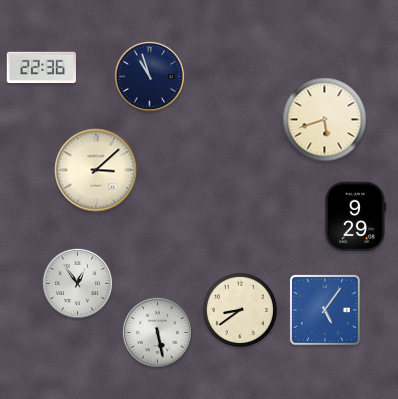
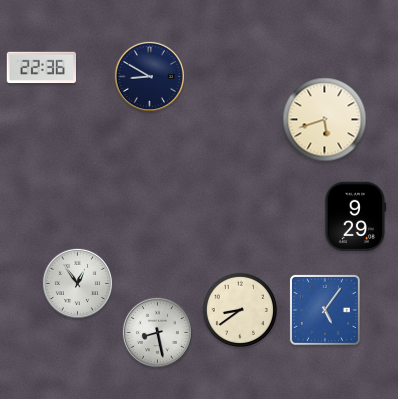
clock at (149, 76): 10:57 -> 8:50
clock at (96, 170): 3:08 -> none
clock at (157, 332): 5:28 -> 8:28
